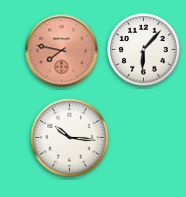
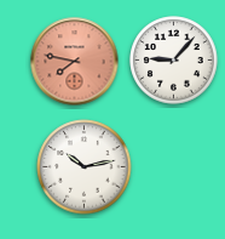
clock at (144, 50): 6:07 -> 9:07
clock at (70, 138): 10:16 -> 10:13
